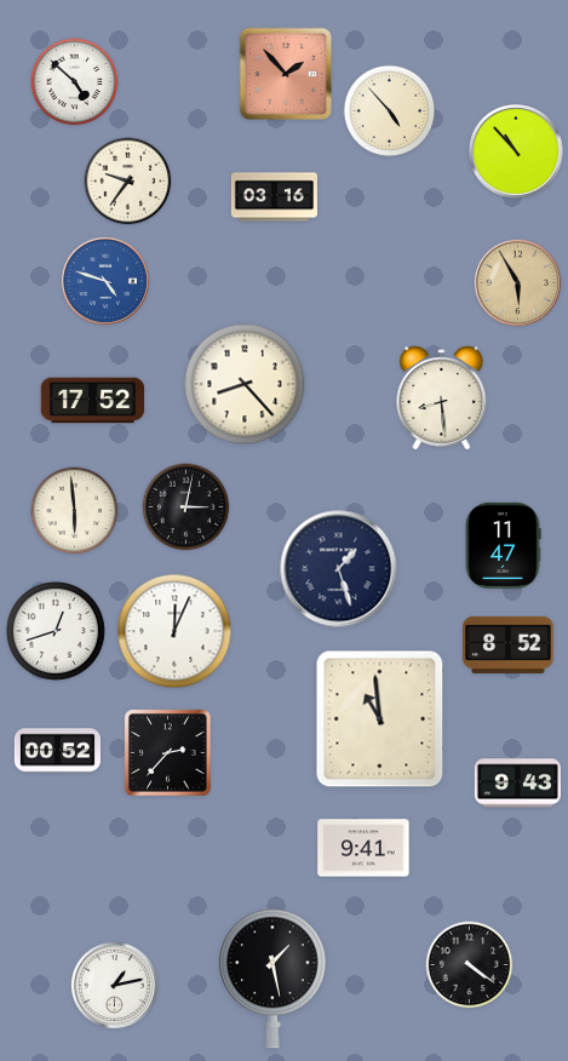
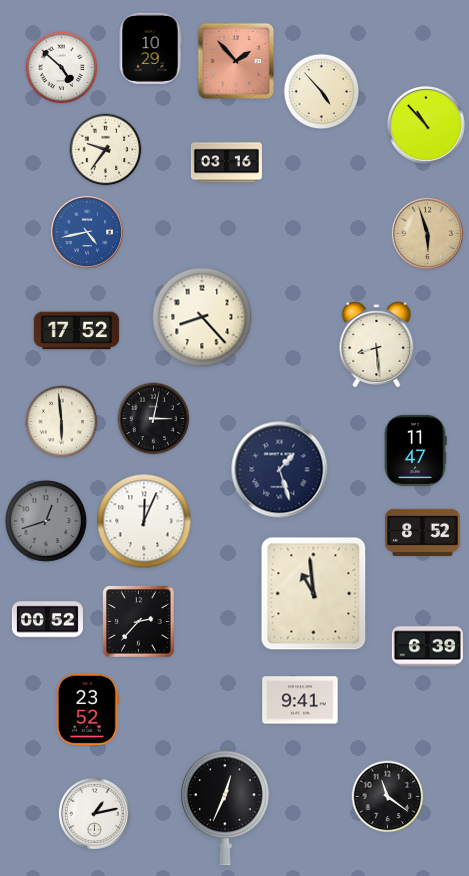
clock at (150, 48): none -> 10:29
clock at (105, 281): 4:48 -> 4:43
clock at (517, 282): 5:55 -> 5:57
clock at (442, 398) position: (442, 398) -> (377, 345)
clock at (56, 631) dial: white -> grey
clock at (509, 644) position: (509, 644) -> (423, 532)
clock at (517, 784): 9:43 -> 6:39
clock at (87, 709): none -> 23:52
clock at (470, 965): 4:21 -> 11:21
clock at (272, 979): 1:28 -> 12:34
